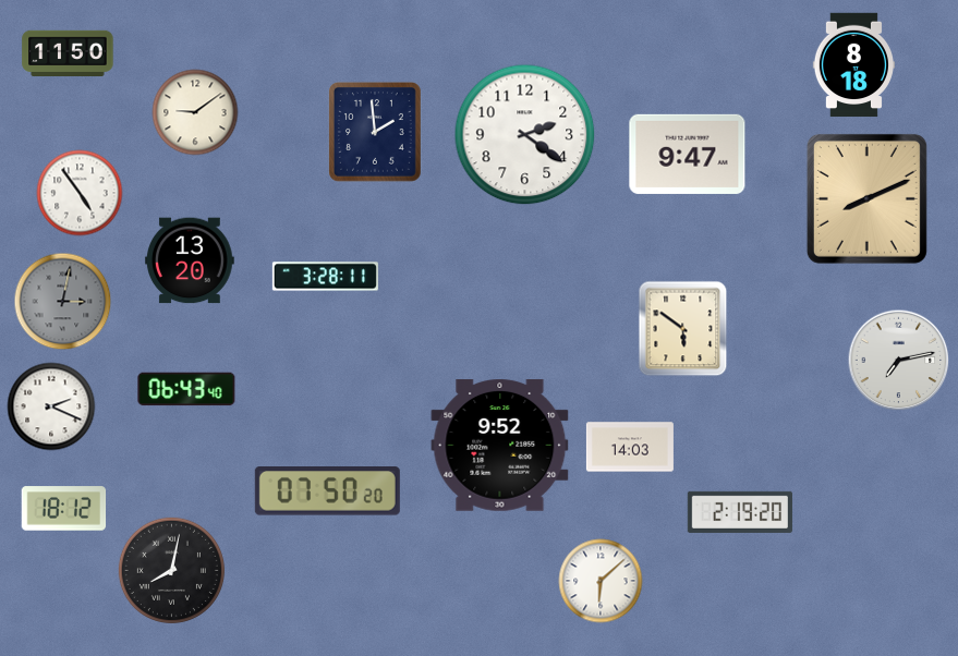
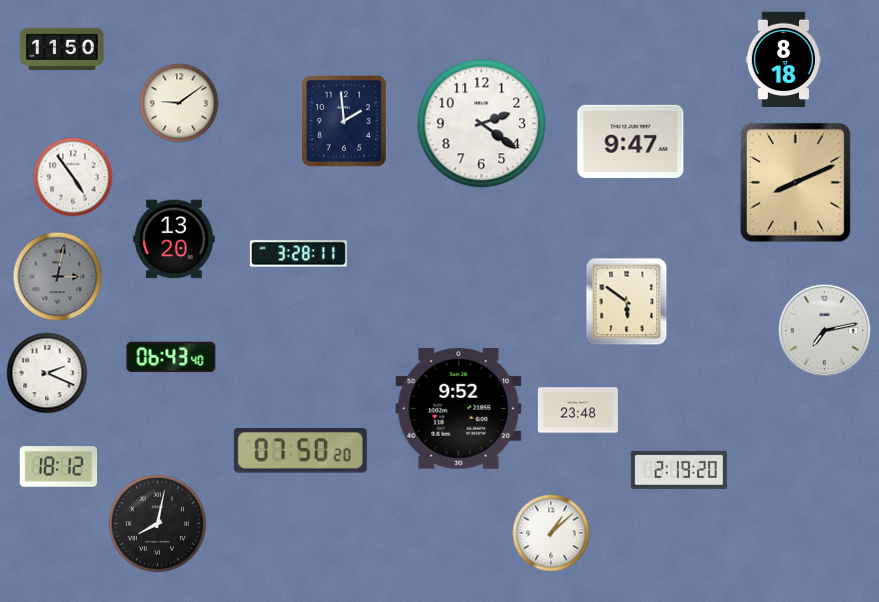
clock at (630, 447): 14:03 -> 23:48
clock at (601, 581): 6:08 -> 1:08
